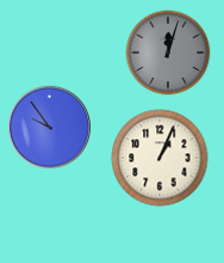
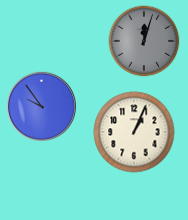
clock at (168, 53) position: (168, 53) -> (144, 41)
